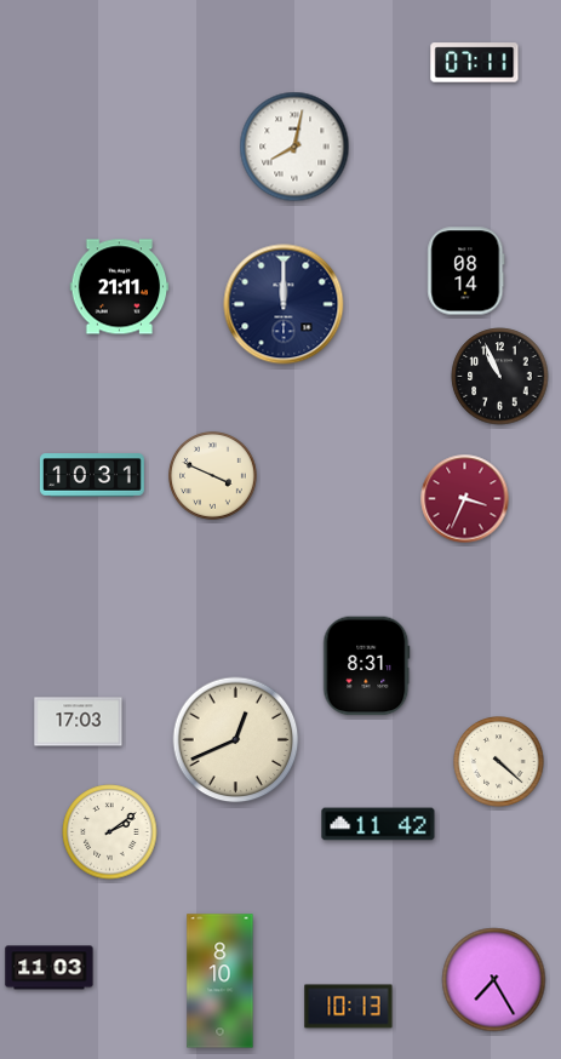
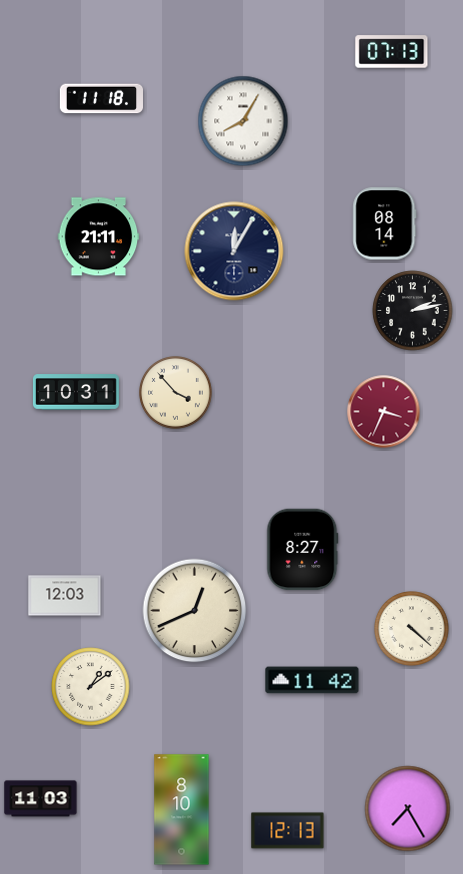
clock at (475, 63): 07:11 -> 07:13
clock at (102, 99): none -> 11:18
clock at (294, 147): 8:02 -> 8:05
clock at (284, 304): 12:00 -> 12:05
clock at (500, 377): 10:56 -> 2:13
clock at (213, 476): 3:49 -> 3:53
clock at (367, 666): 8:31 -> 8:27
clock at (79, 722): 17:03 -> 12:03
clock at (110, 832): 2:09 -> 1:09
clock at (349, 1007): 10:13 -> 12:13
